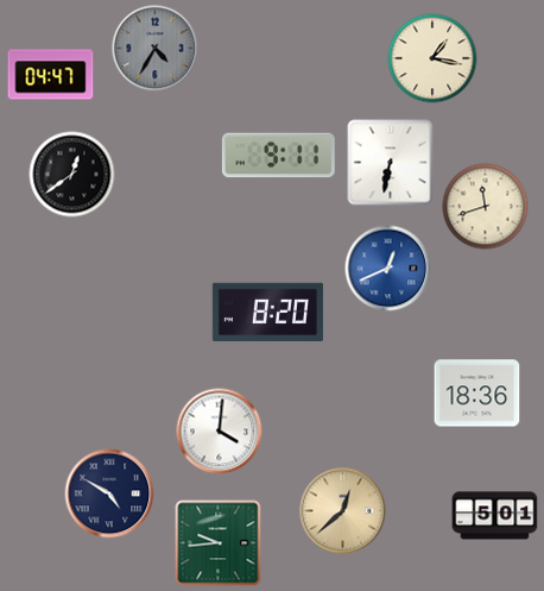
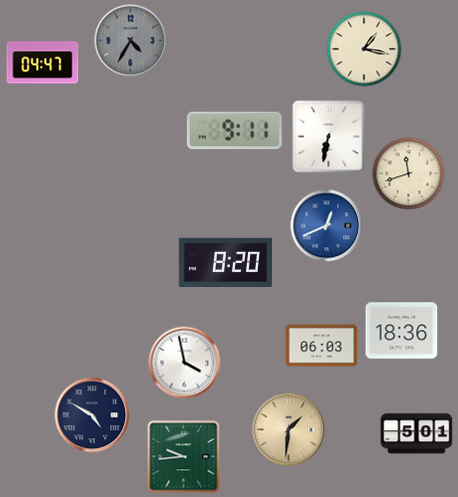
clock at (72, 175): 12:39 -> none
clock at (322, 346): none -> 06:03
clock at (220, 432): 4:01 -> 3:58
clock at (343, 511): 12:38 -> 1:31
